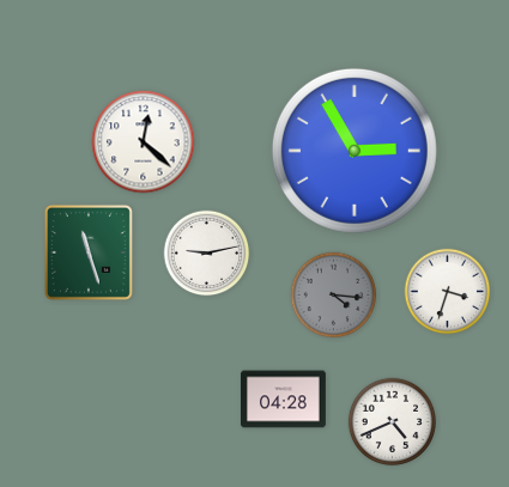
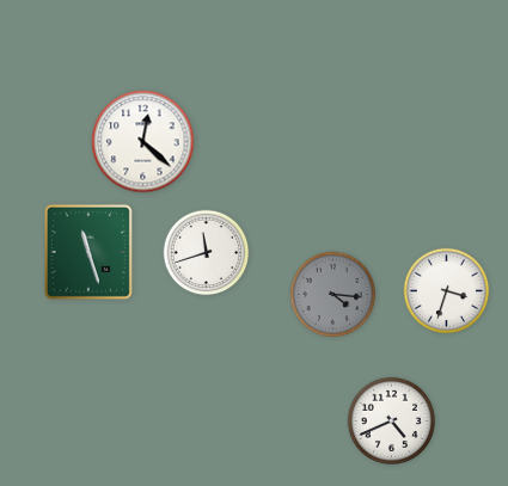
clock at (355, 151): 2:55 -> none
clock at (207, 254): 9:13 -> 11:42
clock at (284, 400): 04:28 -> none
